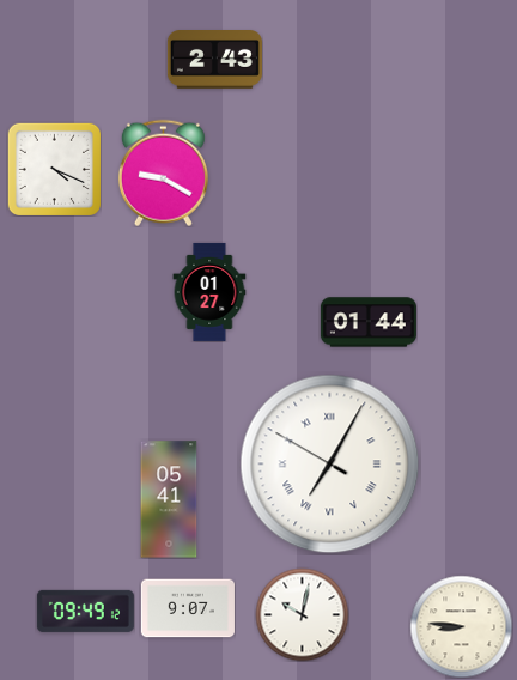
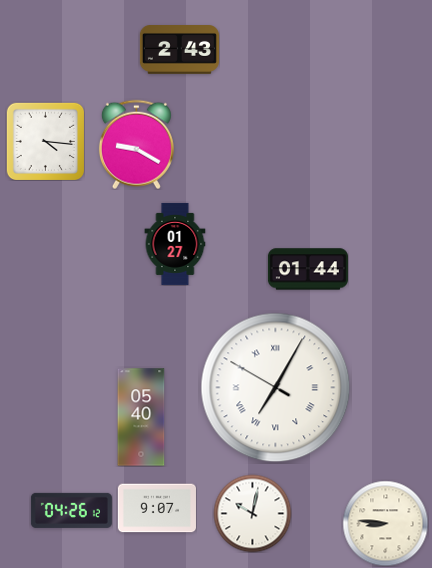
clock at (54, 169): 4:19 -> 4:16
clock at (169, 499): 05:41 -> 05:40
clock at (85, 611): 09:49 -> 04:26
